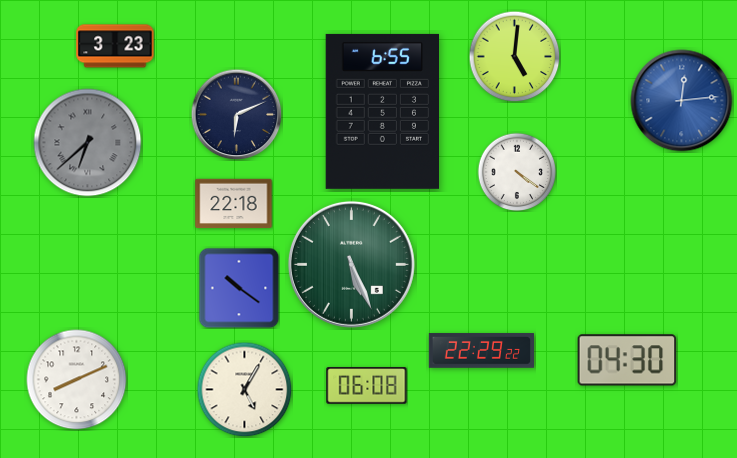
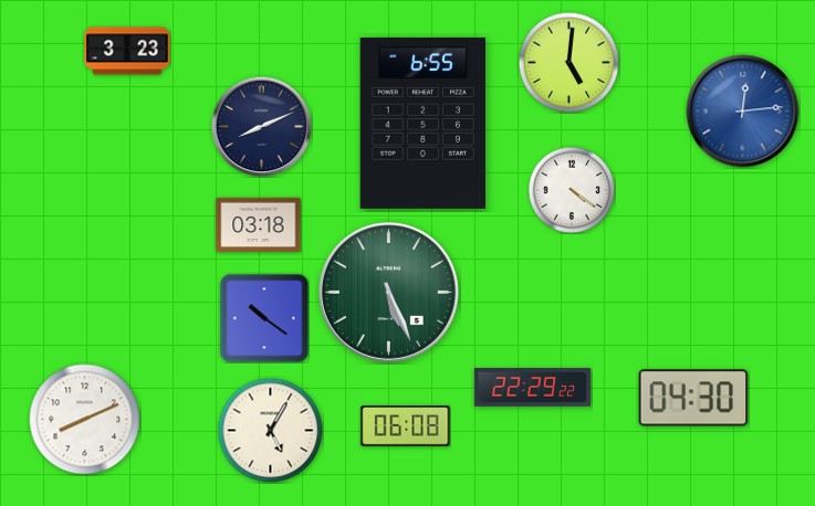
clock at (682, 101) position: (682, 101) -> (743, 112)
clock at (236, 114): 6:11 -> 8:11
clock at (88, 143): 6:38 -> none
clock at (234, 204): 22:18 -> 03:18
